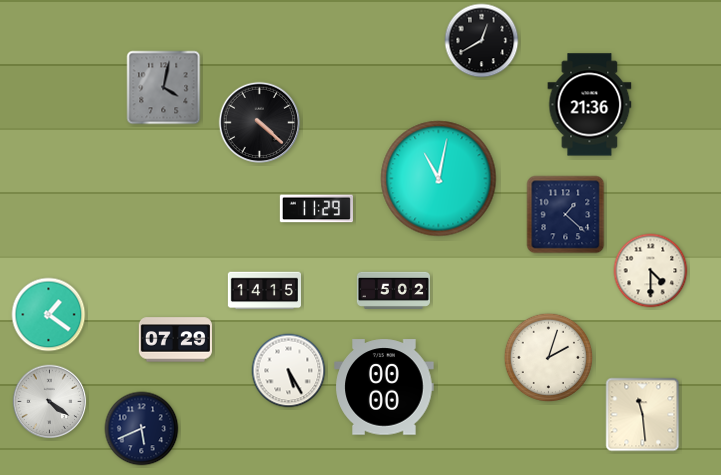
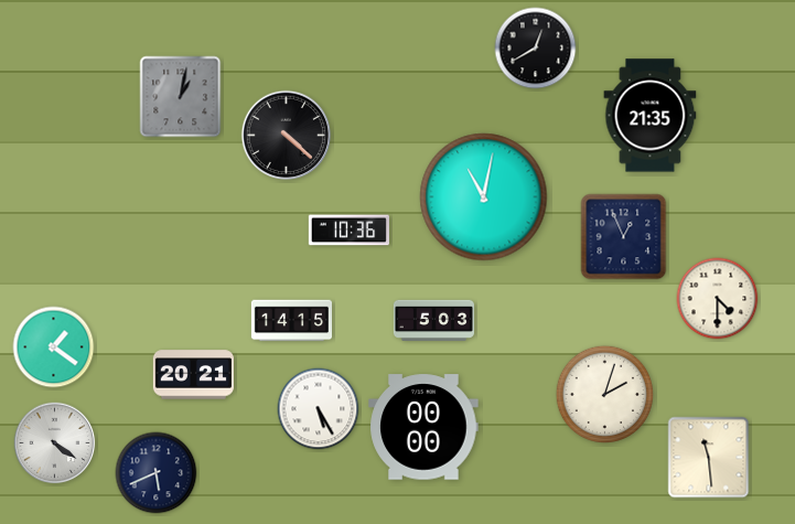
clock at (482, 41) position: (482, 41) -> (536, 49)
clock at (164, 88): 4:02 -> 1:02
clock at (590, 105): 21:36 -> 21:35
clock at (316, 209): 11:29 -> 10:36
clock at (566, 215): 1:22 -> 12:56
clock at (393, 290): 5:02 -> 5:03
clock at (175, 340): 07:29 -> 20:21
